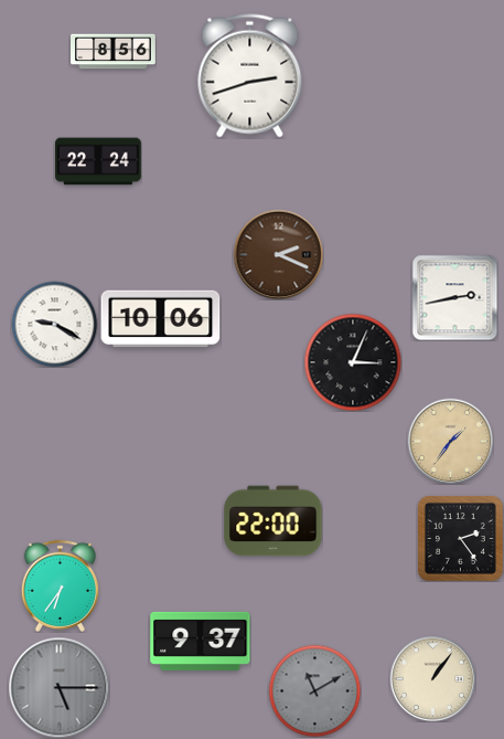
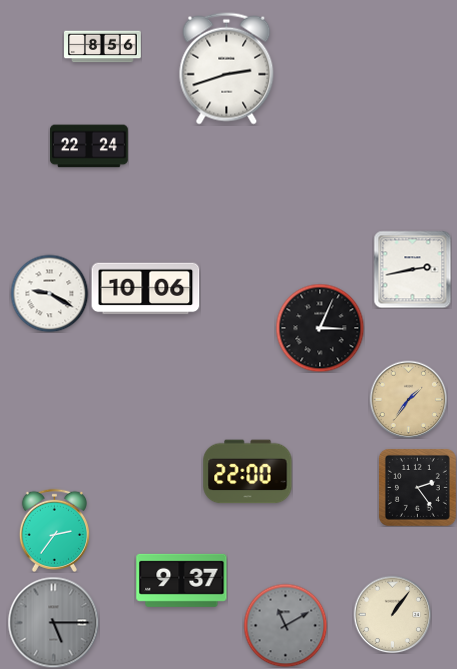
clock at (278, 254): 2:19 -> none
clock at (60, 585): 6:36 -> 2:36
